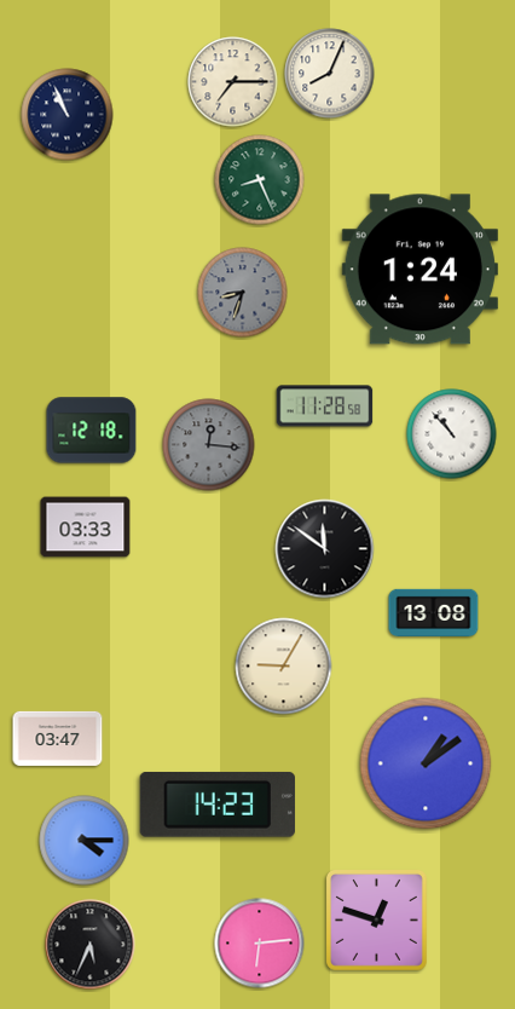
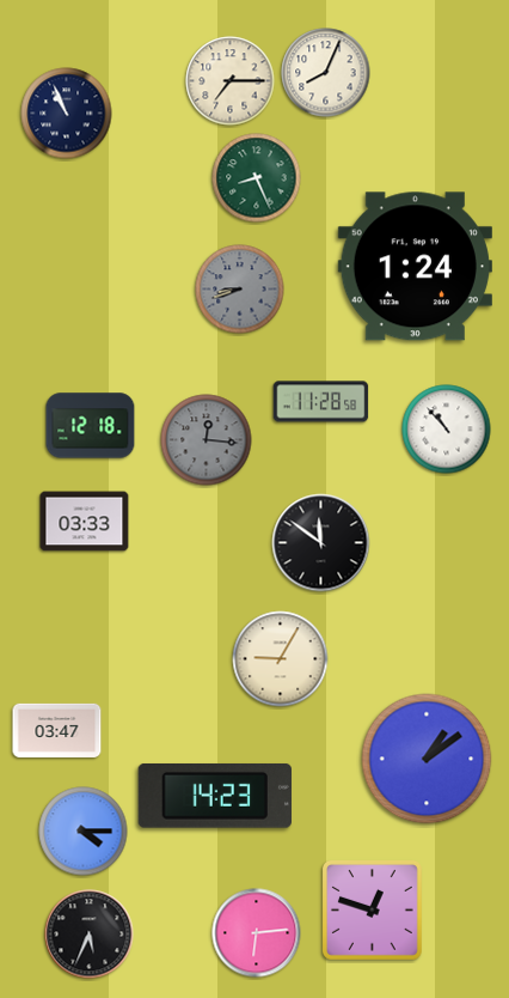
clock at (243, 293): 8:33 -> 8:42
clock at (434, 612): 13:08 -> none
clock at (426, 763) position: (426, 763) -> (427, 759)
